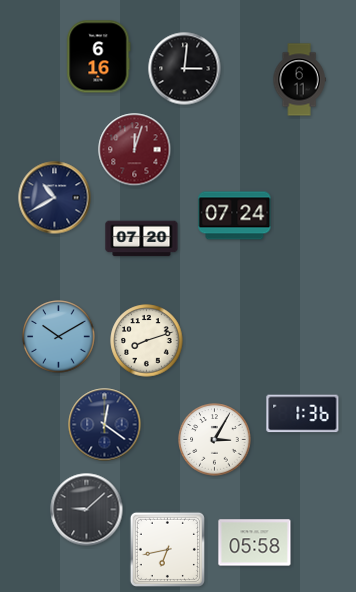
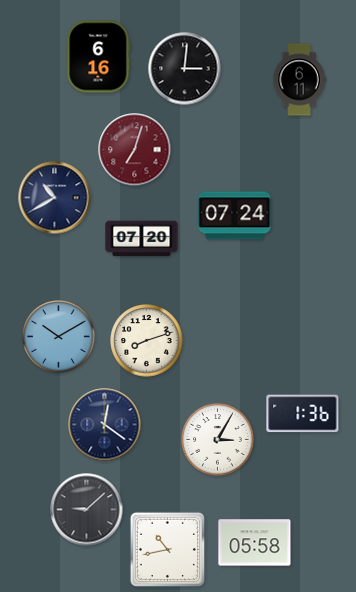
clock at (135, 150): 12:03 -> 7:03
clock at (215, 440) position: (215, 440) -> (218, 440)
clock at (167, 549): 6:43 -> 10:43
